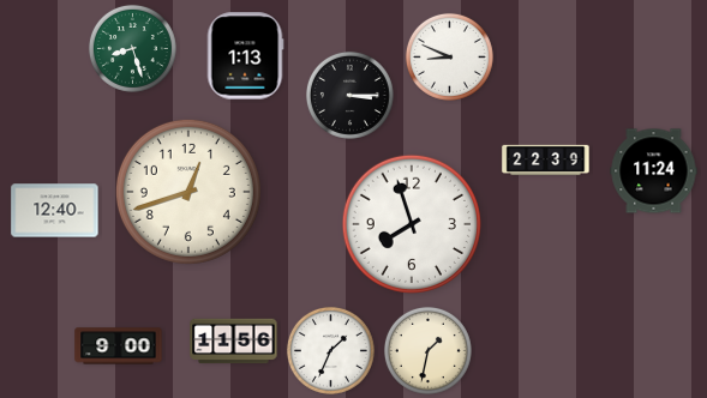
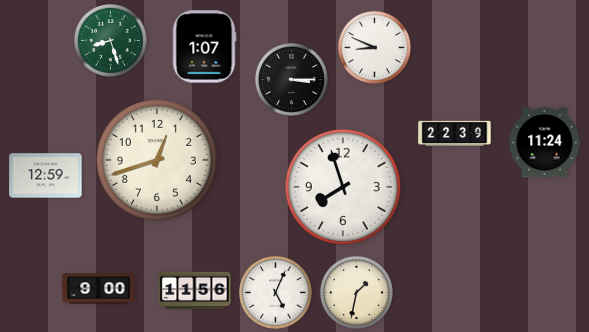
clock at (245, 56): 1:13 -> 1:07
clock at (55, 211): 12:40 -> 12:59
clock at (234, 342) position: (234, 342) -> (195, 291)
clock at (330, 350): 1:34 -> 5:04
